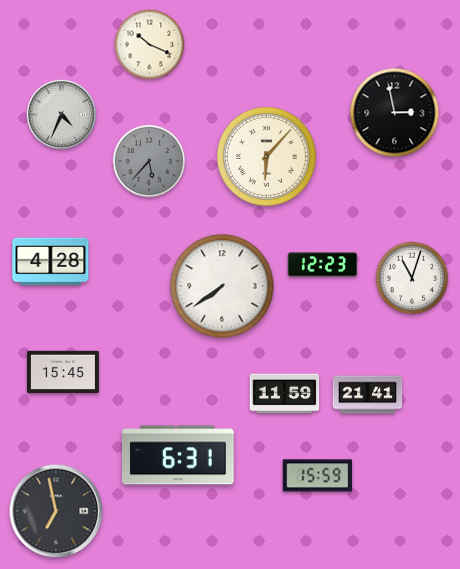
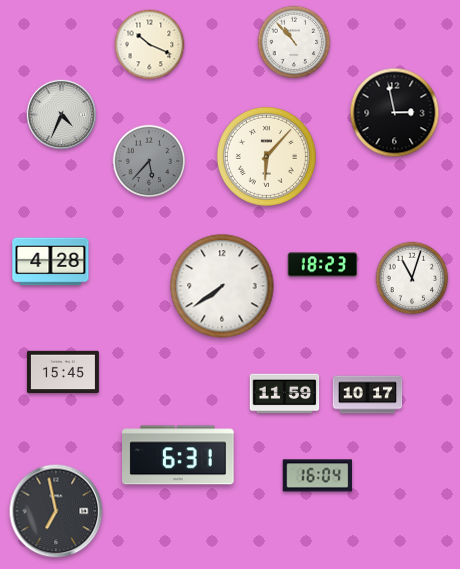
clock at (294, 42): none -> 10:53
clock at (323, 265): 12:23 -> 18:23
clock at (368, 395): 21:41 -> 10:17
clock at (318, 476): 15:59 -> 16:04
